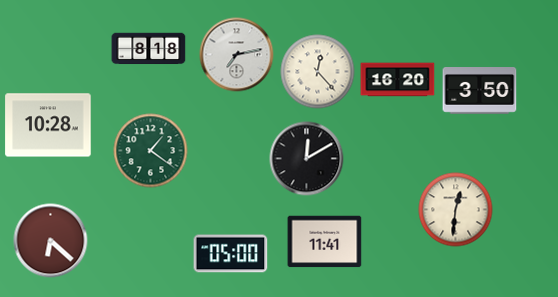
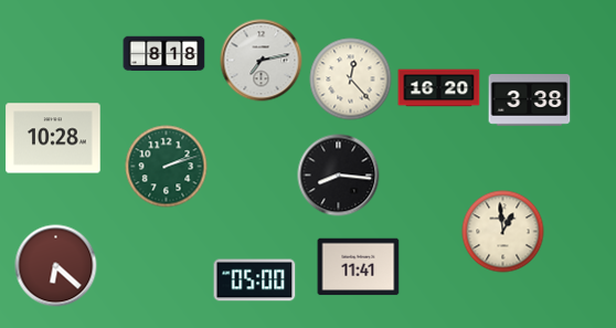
clock at (480, 91): 3:50 -> 3:38
clock at (151, 151): 1:21 -> 2:12
clock at (307, 159): 12:10 -> 8:16
clock at (456, 210): 12:31 -> 12:59
